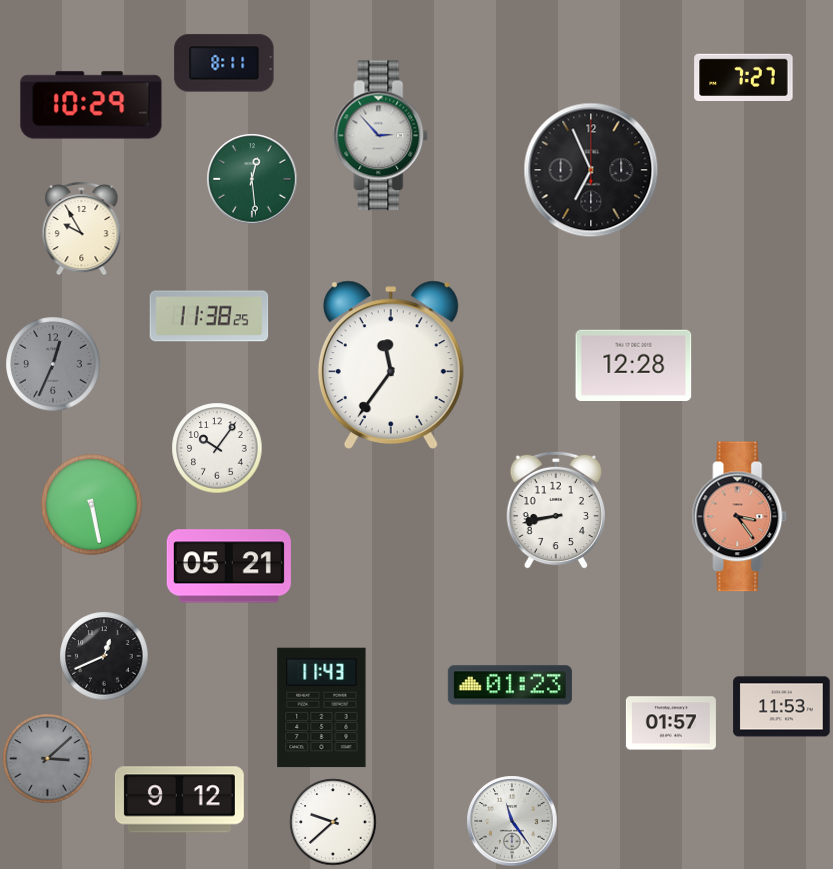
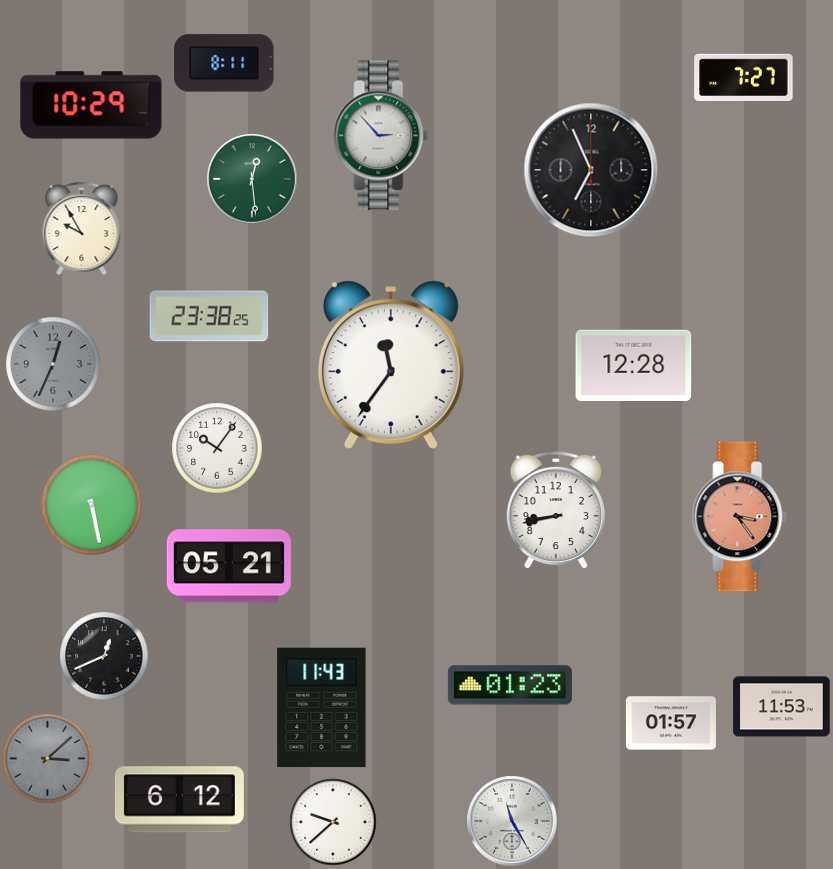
clock at (209, 316): 11:38 -> 23:38
clock at (179, 800): 9:12 -> 6:12
clock at (512, 821): 11:24 -> 11:25
